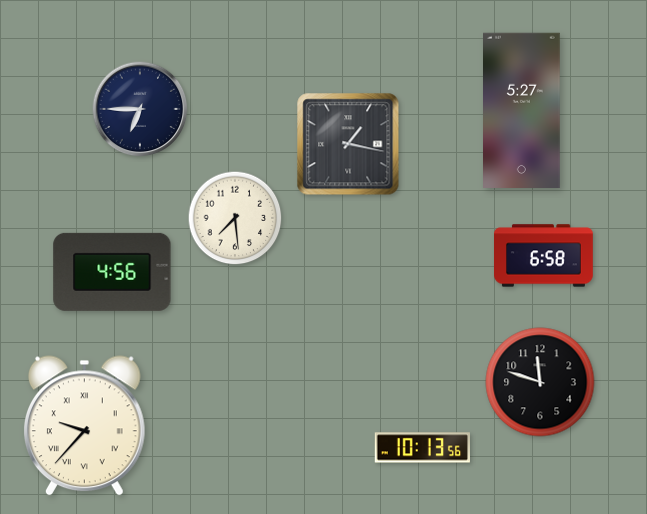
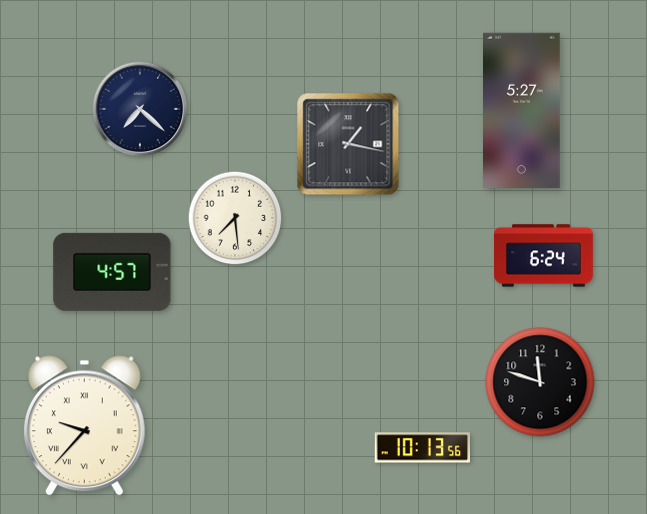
clock at (140, 109): 6:45 -> 7:22
clock at (544, 256): 6:58 -> 6:24
clock at (112, 272): 4:56 -> 4:57
